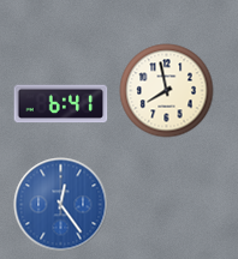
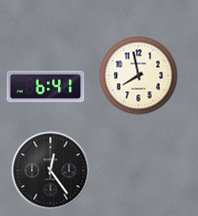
clock at (60, 104) position: (60, 104) -> (45, 87)
clock at (60, 204) dial: blue -> black
